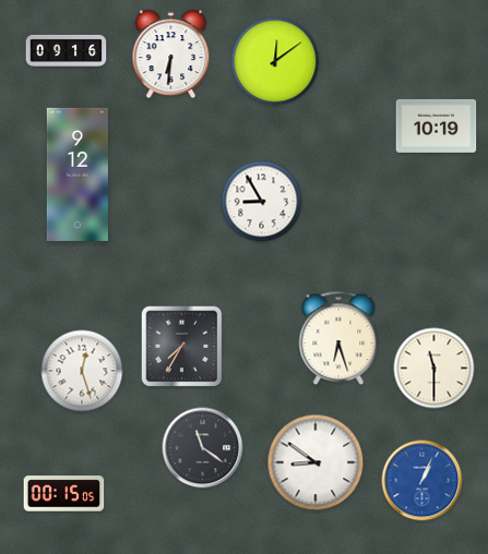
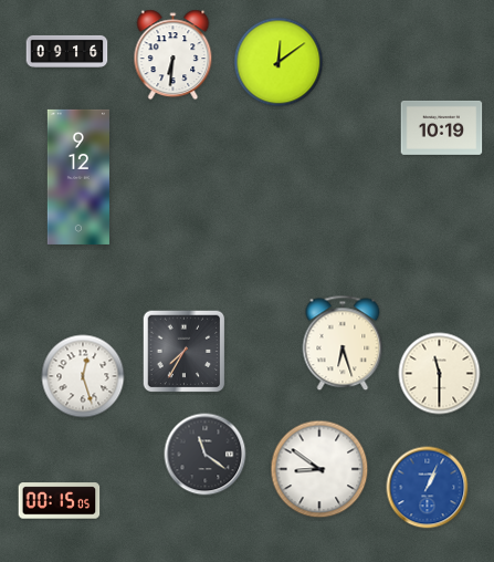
clock at (262, 202): 8:55 -> none
clock at (64, 494) position: (64, 494) -> (60, 501)
